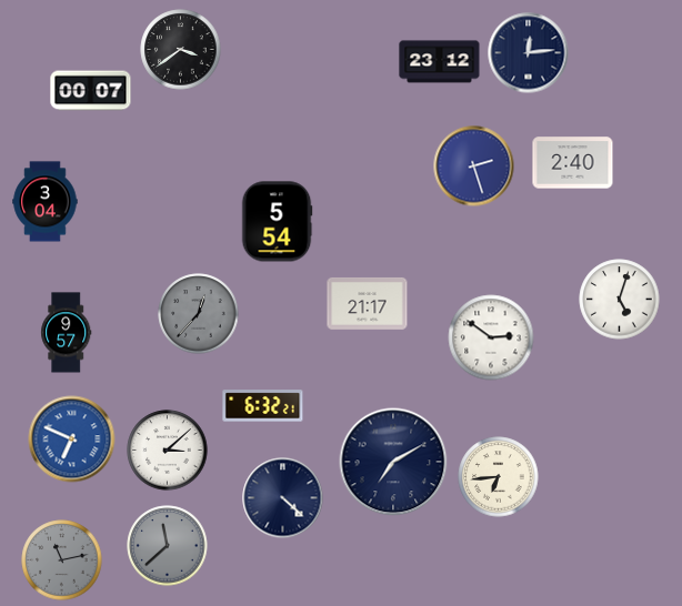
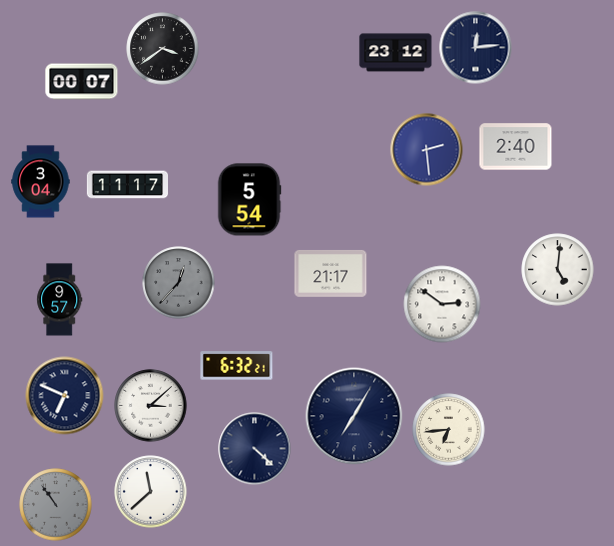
clock at (181, 50) position: (181, 50) -> (163, 49)
clock at (440, 62) position: (440, 62) -> (396, 53)
clock at (474, 166): 2:27 -> 2:29
clock at (127, 185): none -> 11:17
clock at (620, 300): 5:03 -> 5:01
clock at (72, 440) dial: blue -> navy
clock at (393, 462): 7:10 -> 7:05
clock at (168, 546) dial: grey -> white
clock at (62, 560): 11:13 -> 10:54
